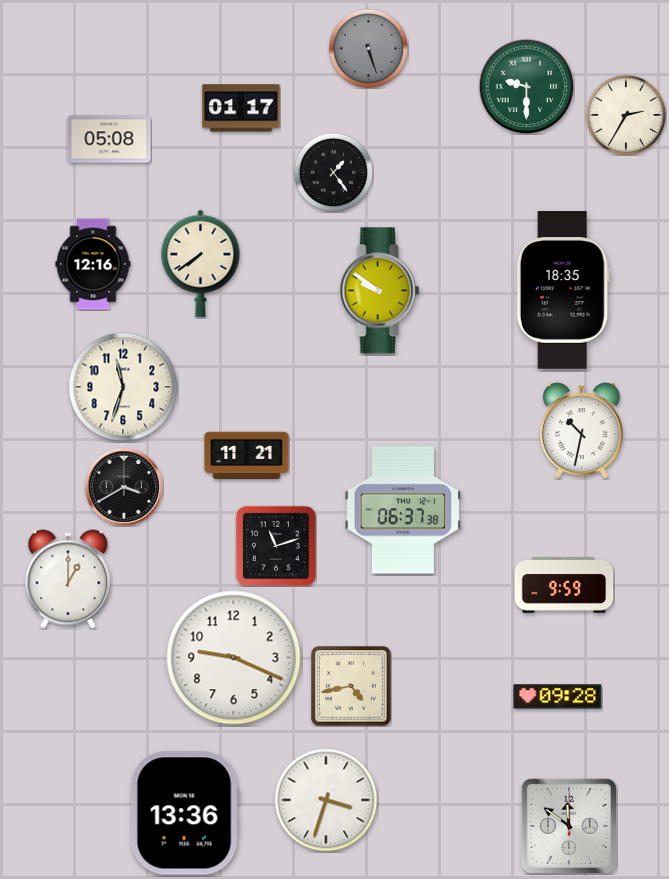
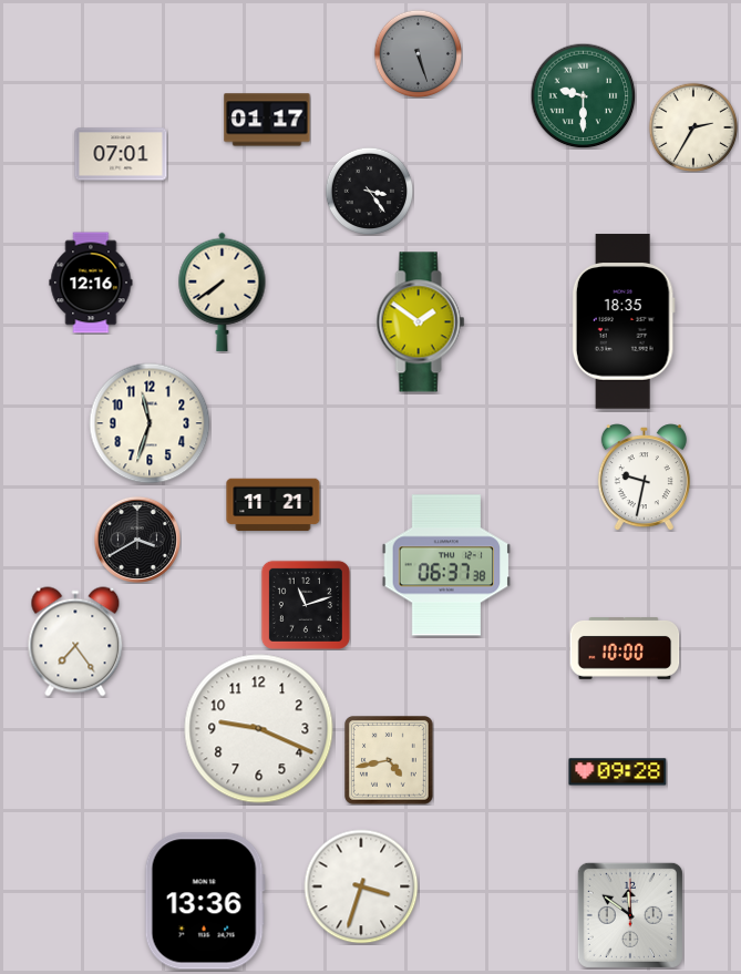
clock at (368, 48) position: (368, 48) -> (418, 53)
clock at (109, 139): 05:08 -> 07:01
clock at (333, 172): 1:24 -> 3:24
clock at (93, 264) position: (93, 264) -> (91, 283)
clock at (380, 291): 9:51 -> 1:51
clock at (123, 387) position: (123, 387) -> (150, 423)
clock at (581, 431): 10:32 -> 9:32
clock at (68, 579): 1:00 -> 7:24
clock at (564, 586): 9:59 -> 10:00
